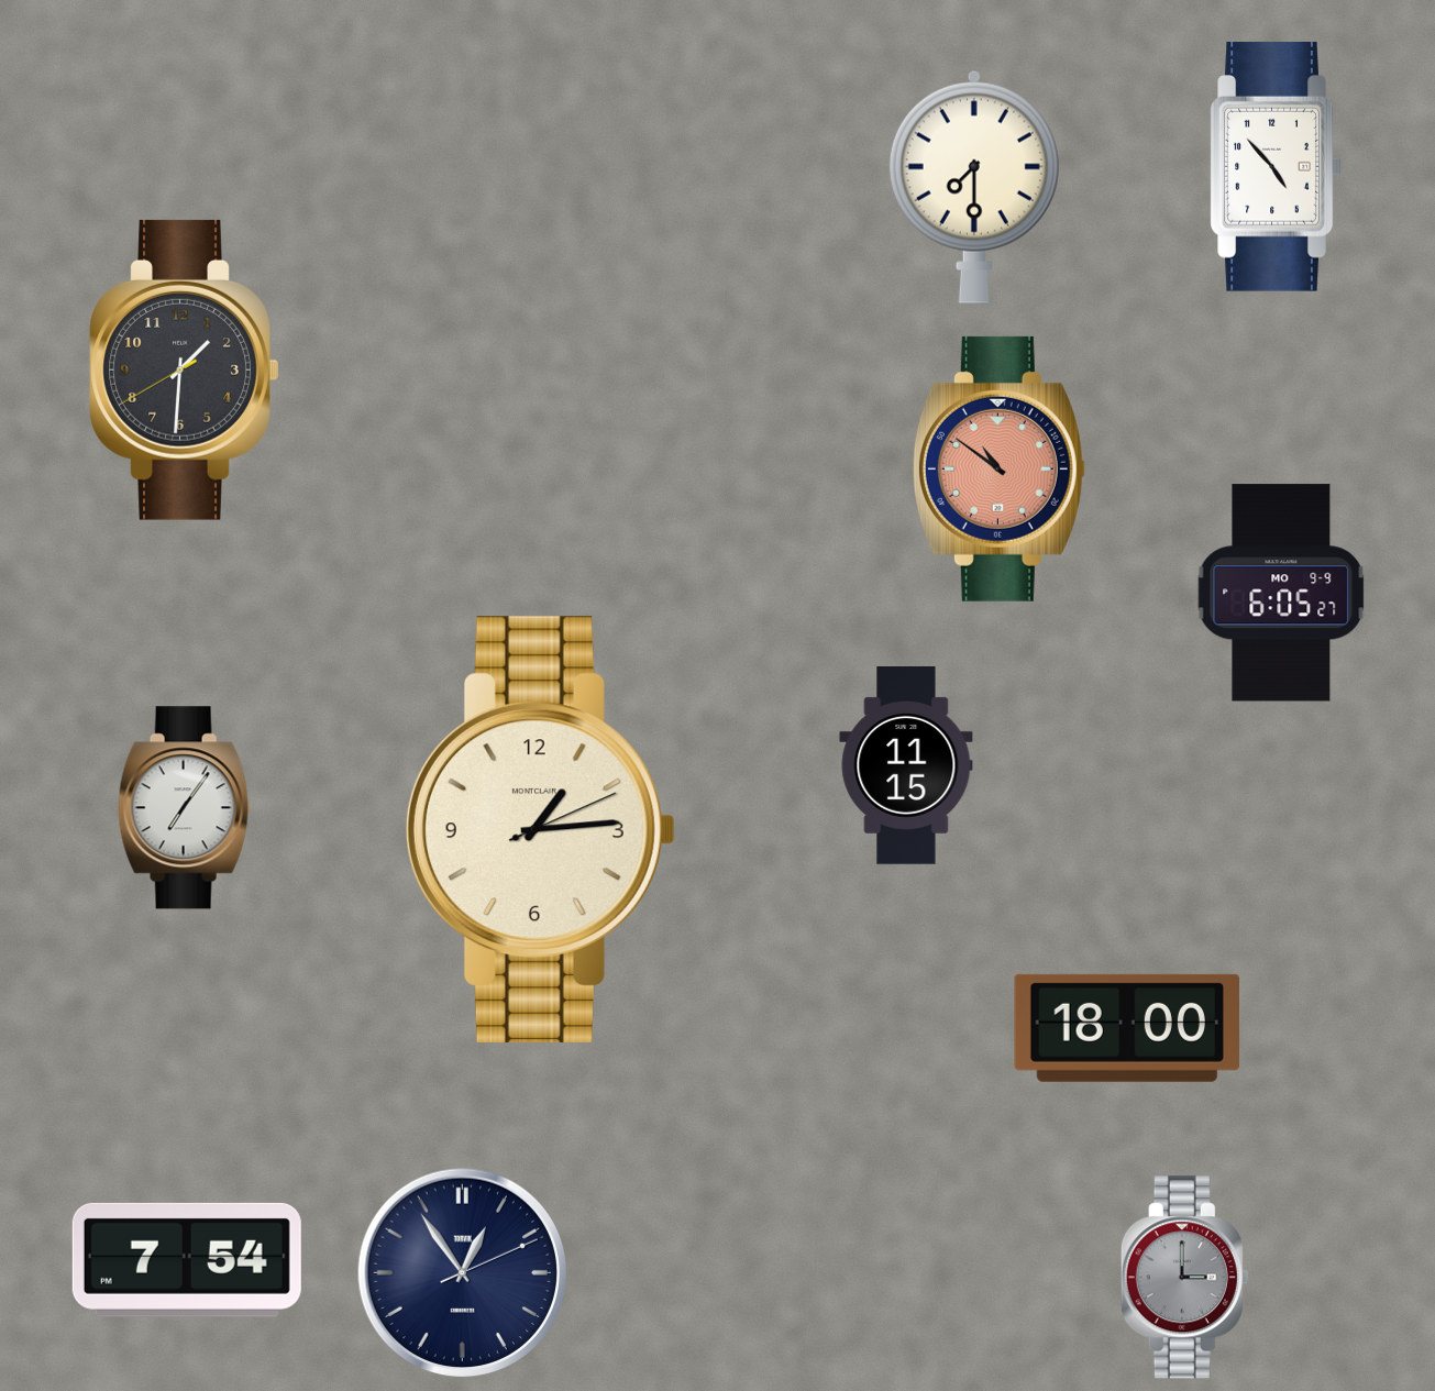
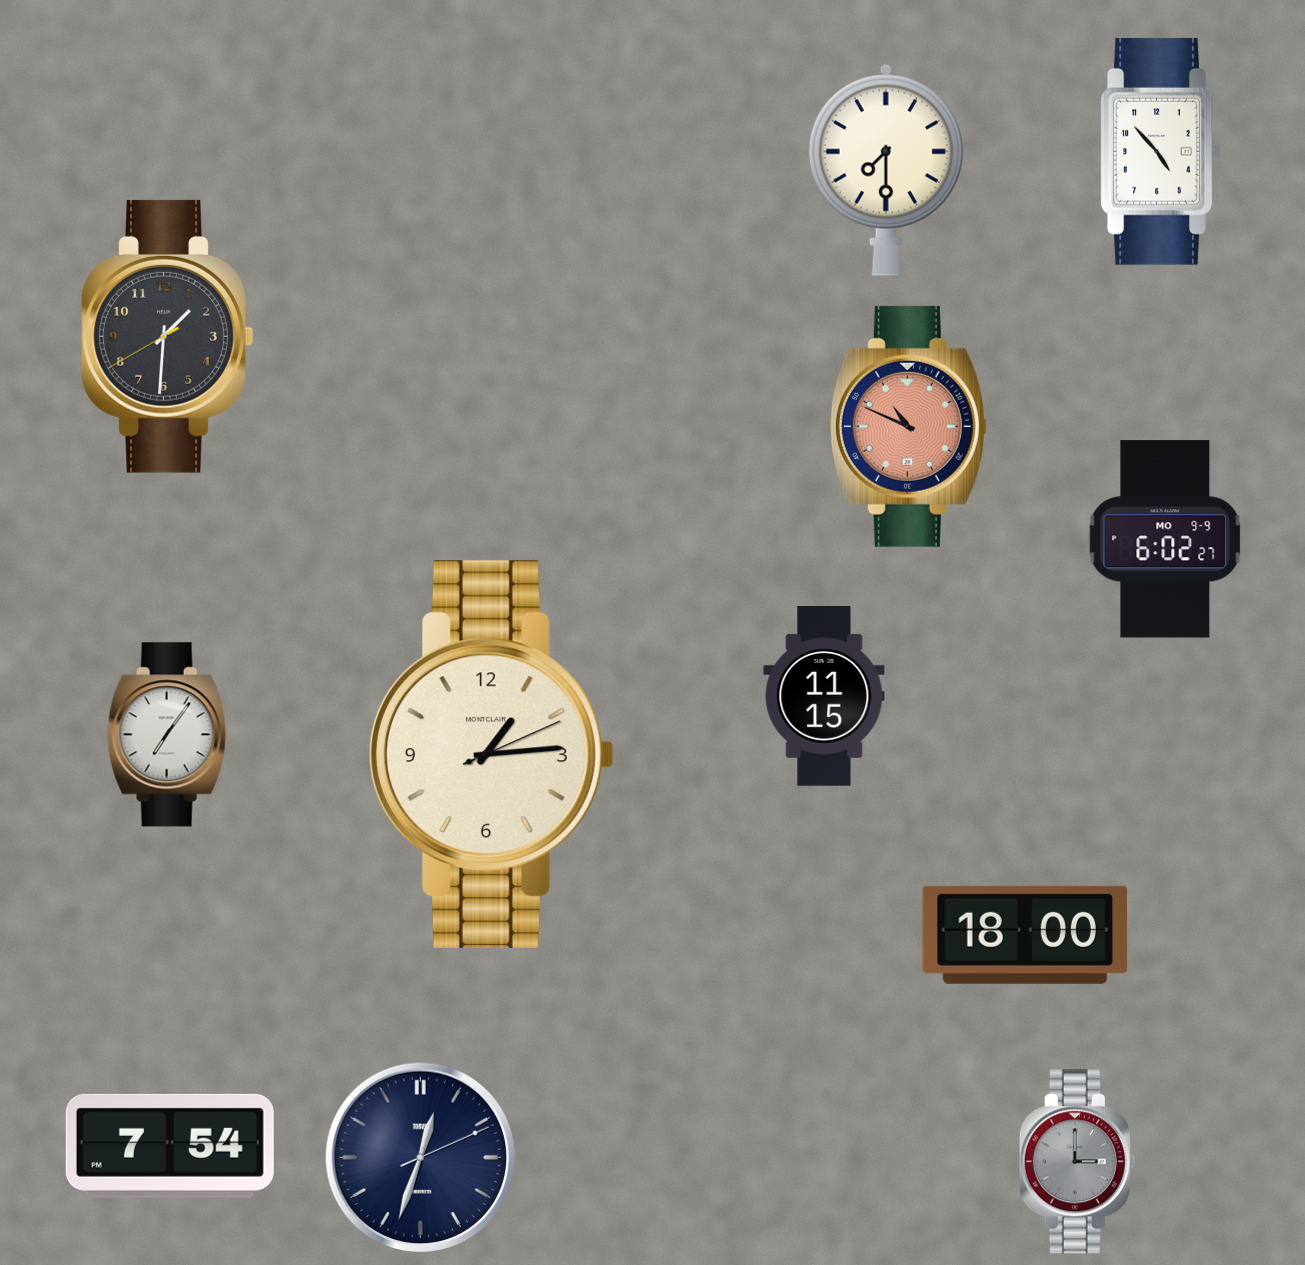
clock at (998, 468): 10:51 -> 10:49
clock at (1281, 593): 6:05 -> 6:02
clock at (463, 1273): 12:54 -> 12:33
